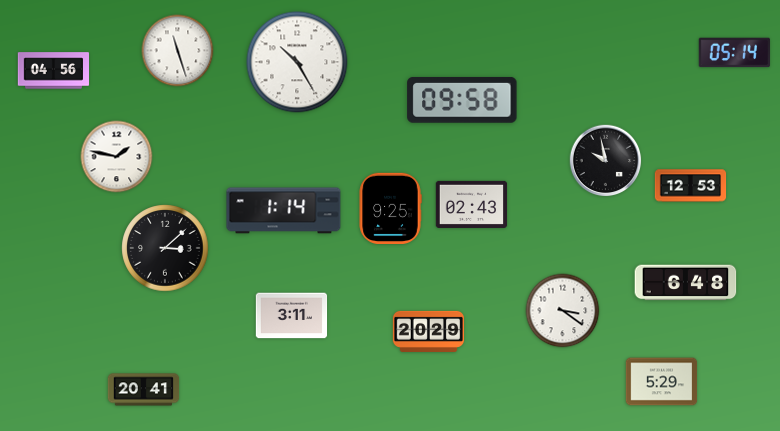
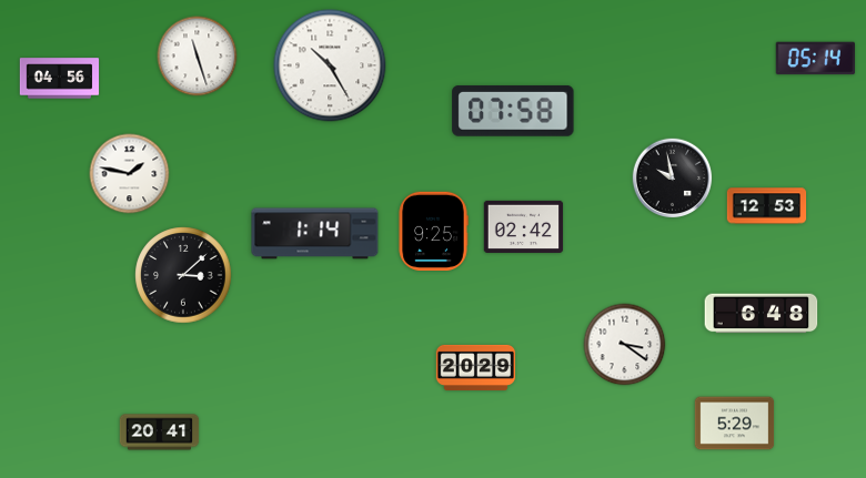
clock at (297, 62) position: (297, 62) -> (330, 65)
clock at (462, 100): 09:58 -> 07:58
clock at (472, 204): 02:43 -> 02:42
clock at (292, 316): 3:11 -> none
